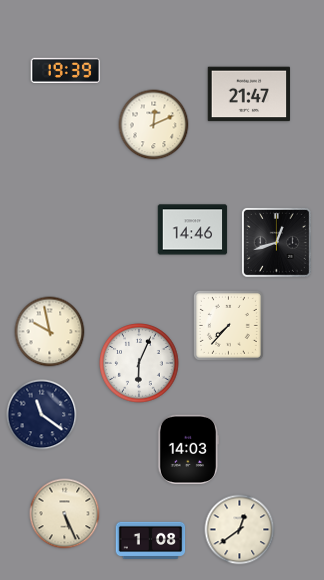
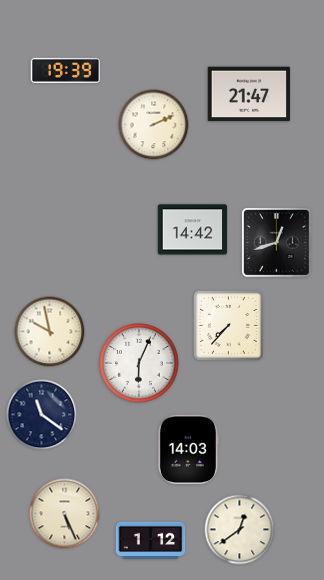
clock at (154, 125): 12:11 -> 2:11
clock at (193, 230): 14:46 -> 14:42
clock at (151, 540): 1:08 -> 1:12
